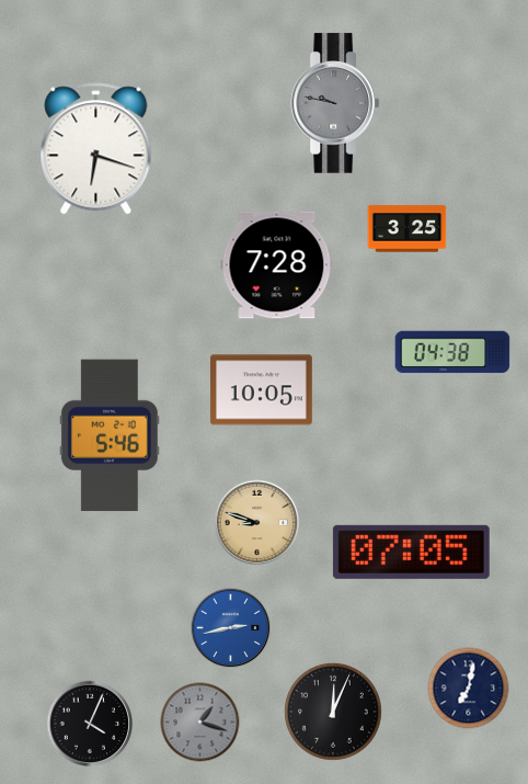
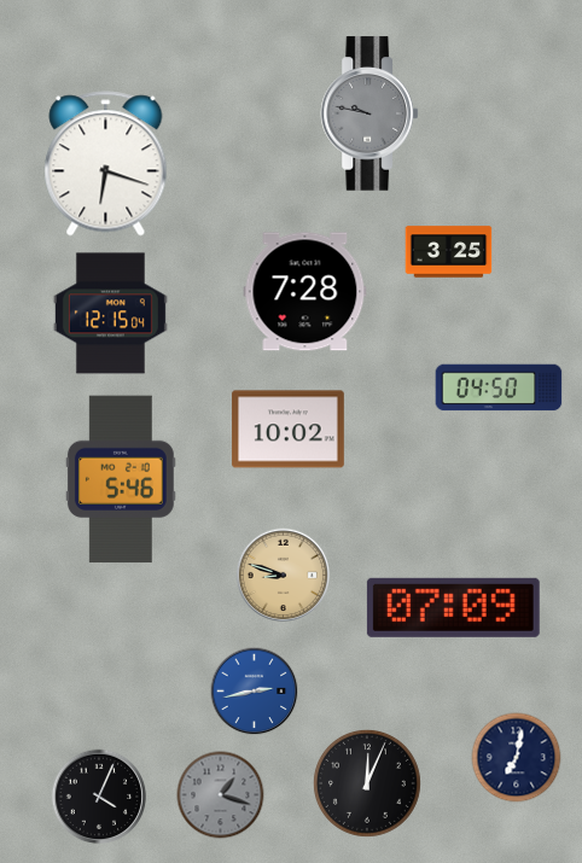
clock at (110, 314): none -> 12:15
clock at (452, 352): 04:38 -> 04:50
clock at (261, 390): 10:05 -> 10:02
clock at (411, 552): 07:05 -> 07:09
